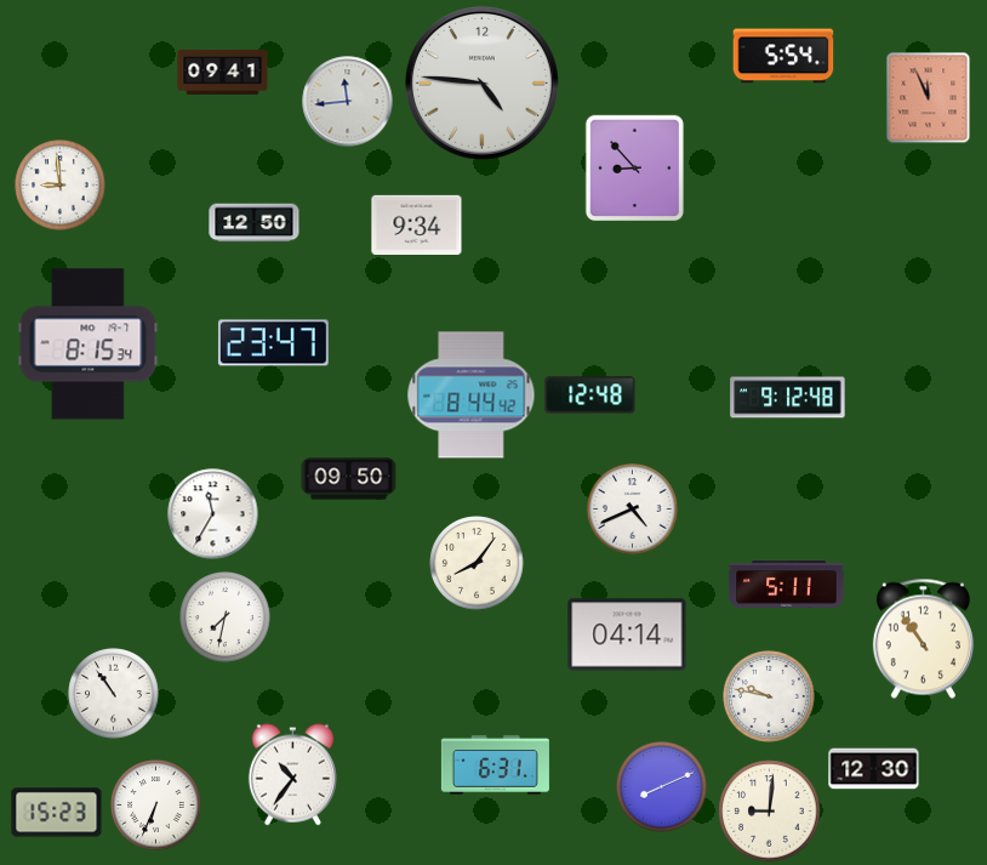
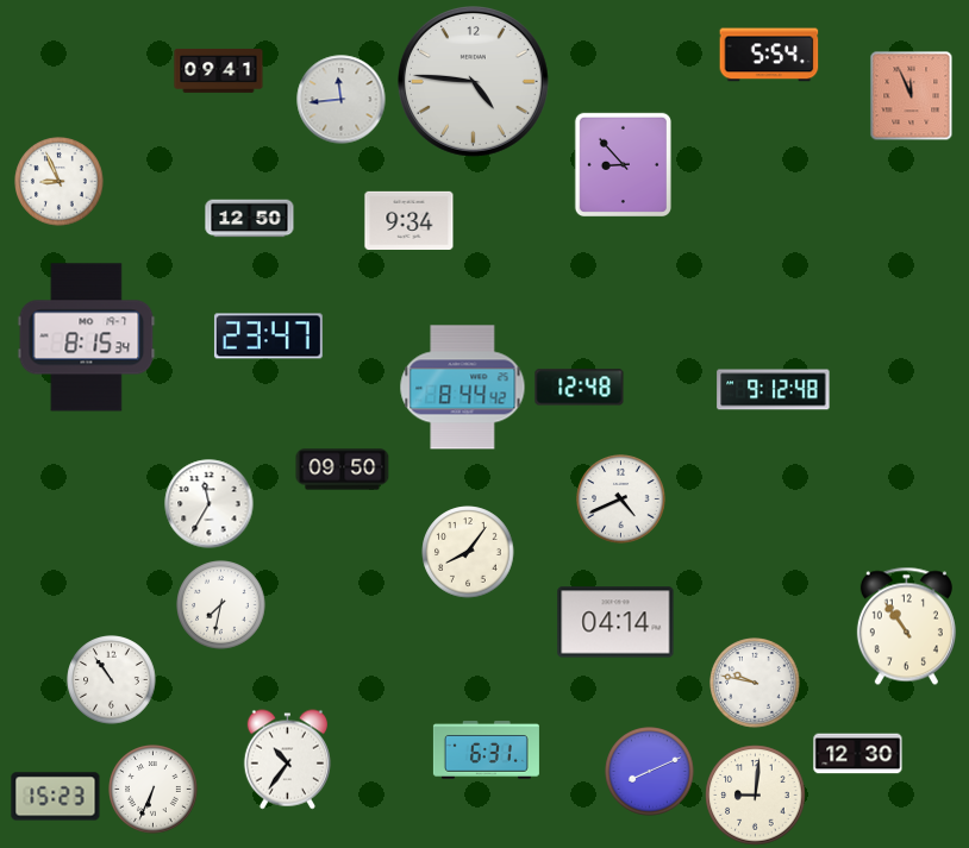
clock at (61, 186): 8:59 -> 8:56
clock at (787, 585): 5:11 -> none
